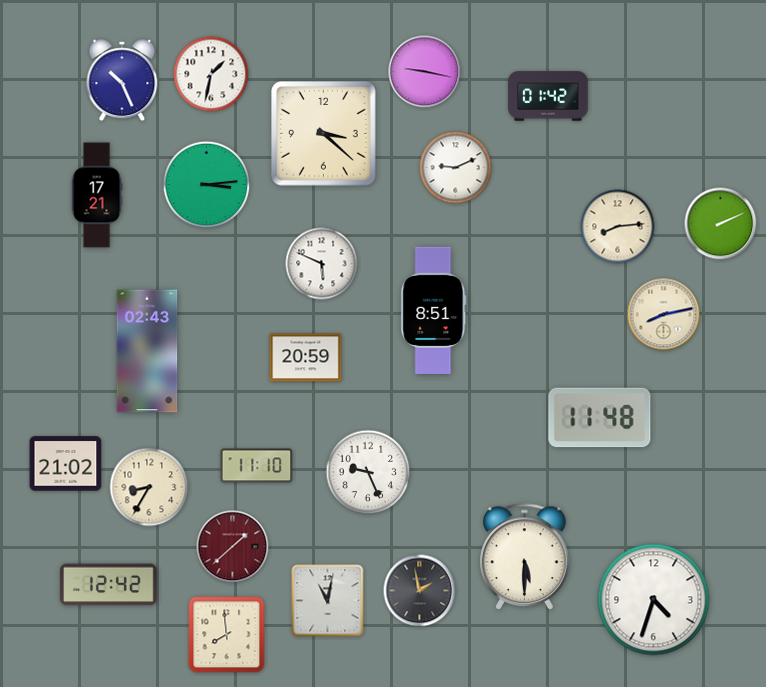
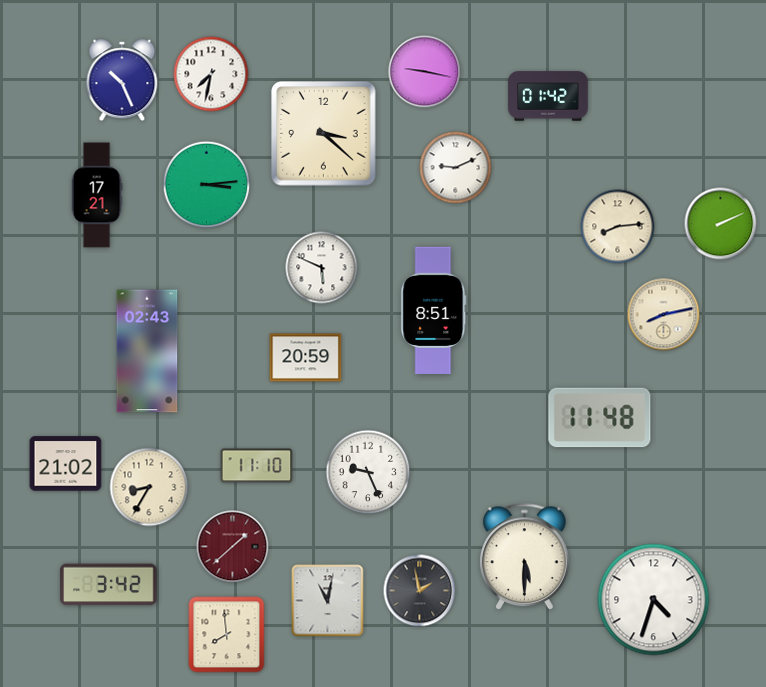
clock at (211, 74): 1:32 -> 7:32
clock at (322, 264) position: (322, 264) -> (322, 268)
clock at (109, 585): 12:42 -> 3:42
